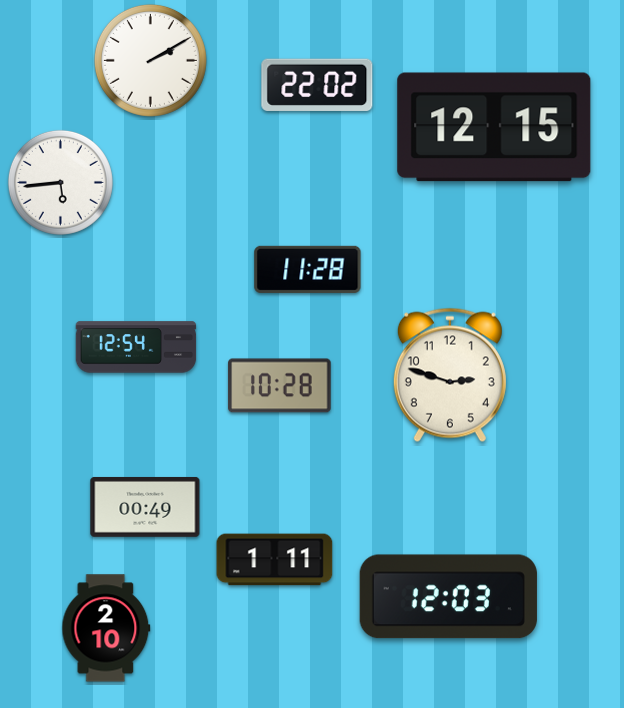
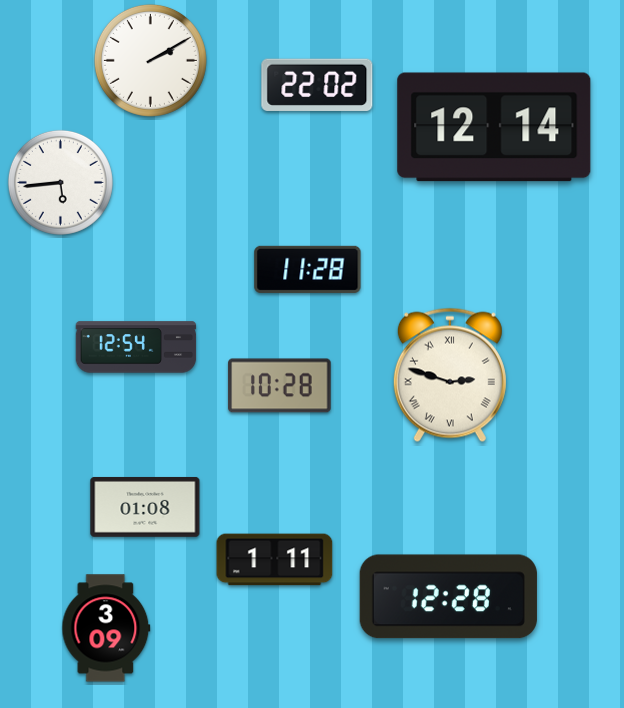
clock at (494, 127): 12:15 -> 12:14
clock at (450, 375) numerals: Arabic -> Roman
clock at (145, 507): 00:49 -> 01:08
clock at (448, 597): 12:03 -> 12:28
clock at (106, 628): 2:10 -> 3:09
